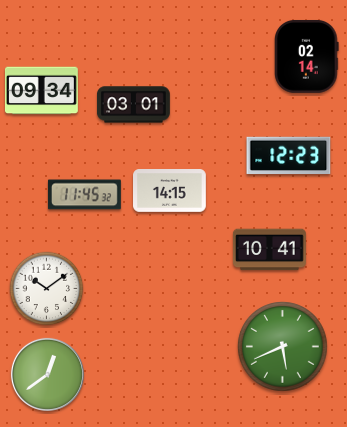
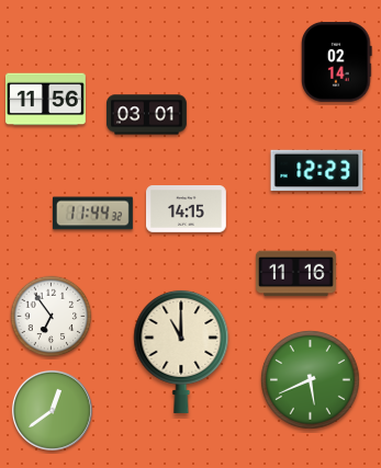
clock at (42, 91): 09:34 -> 11:56
clock at (84, 195): 11:45 -> 11:44
clock at (270, 250): 10:41 -> 11:16
clock at (47, 289): 10:09 -> 6:54
clock at (181, 351): none -> 11:00
